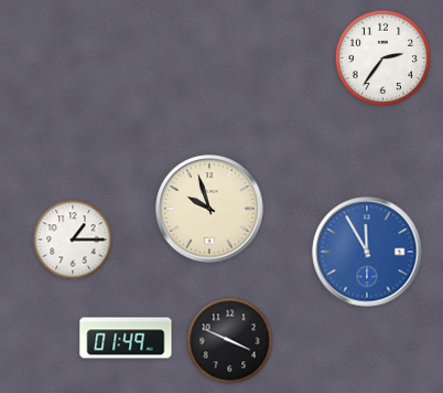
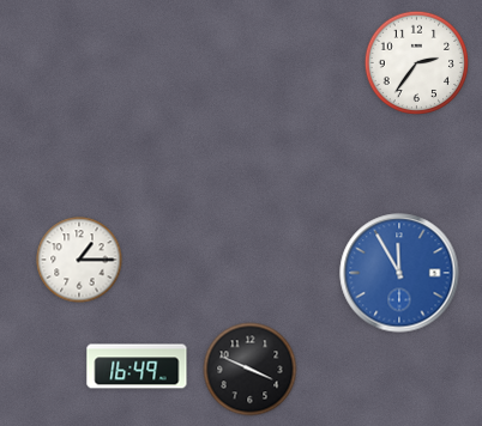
clock at (209, 209): 9:57 -> none
clock at (126, 338): 01:49 -> 16:49
